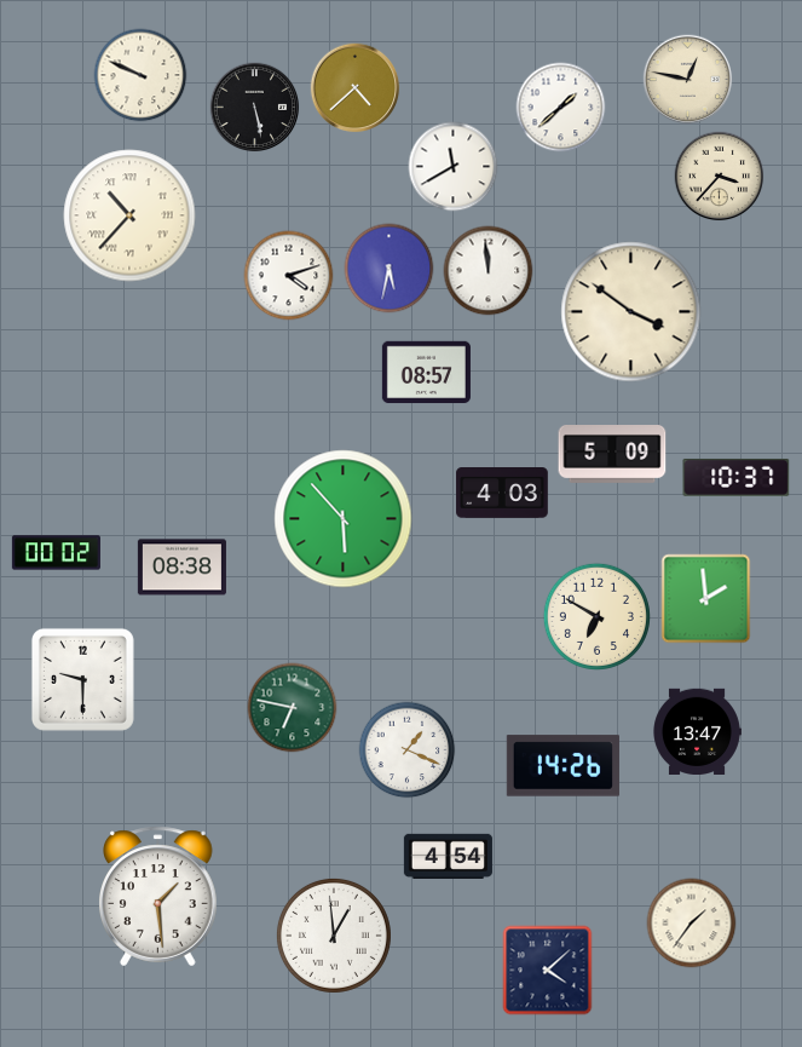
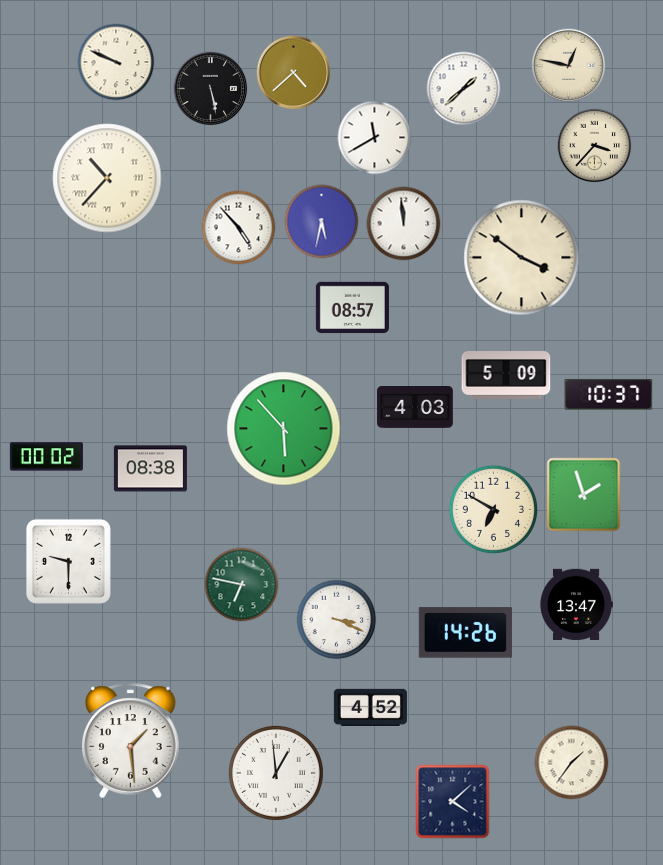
clock at (289, 276): 4:12 -> 4:53
clock at (706, 599): 1:59 -> 1:57
clock at (408, 750): 1:19 -> 3:19
clock at (448, 856): 4:54 -> 4:52
